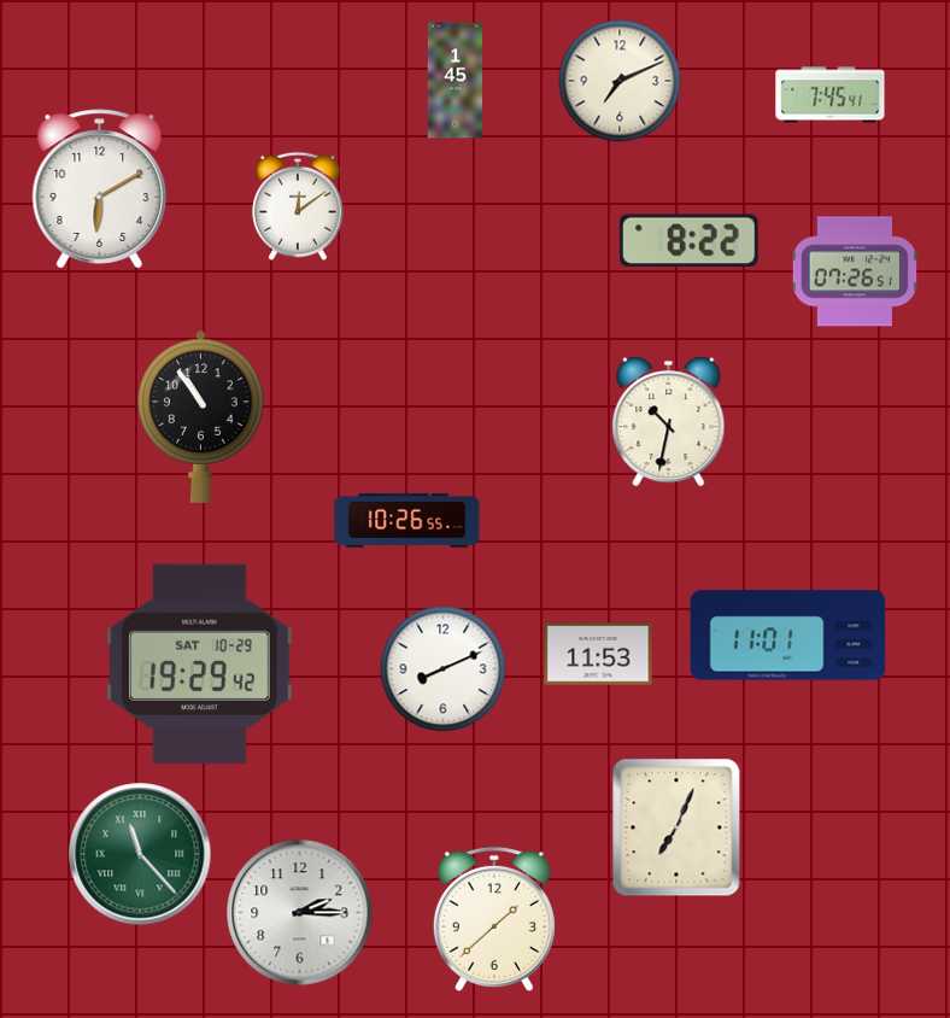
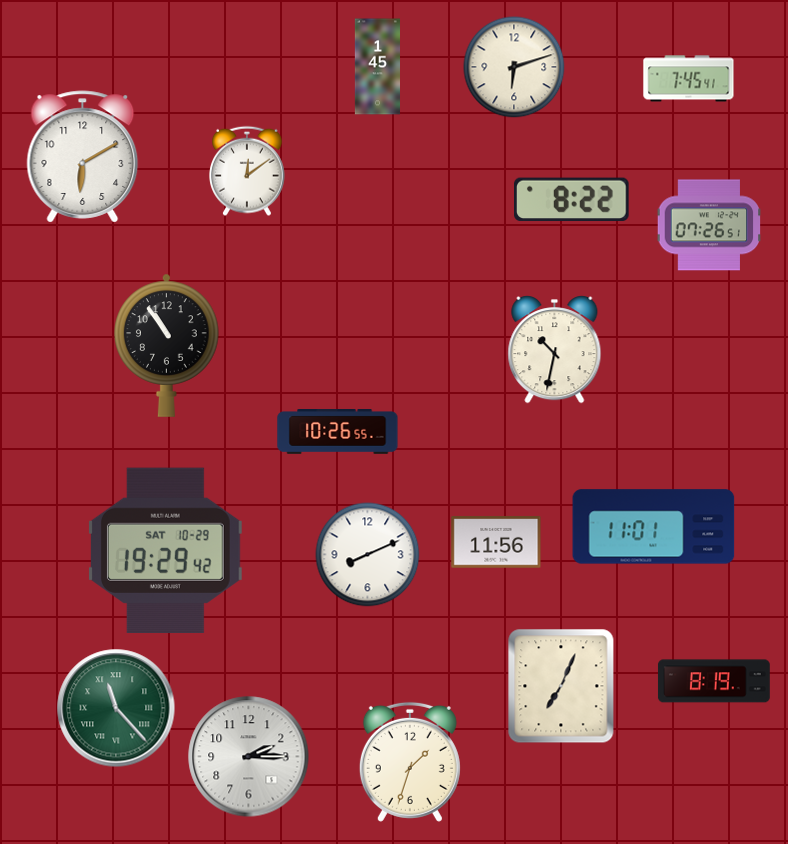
clock at (620, 81): 7:11 -> 6:12
clock at (598, 654): 11:53 -> 11:56
clock at (714, 681): none -> 8:19
clock at (494, 919): 1:38 -> 1:33
